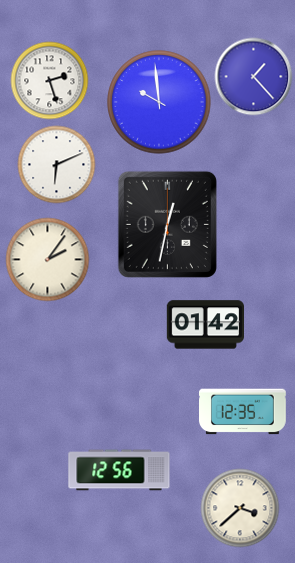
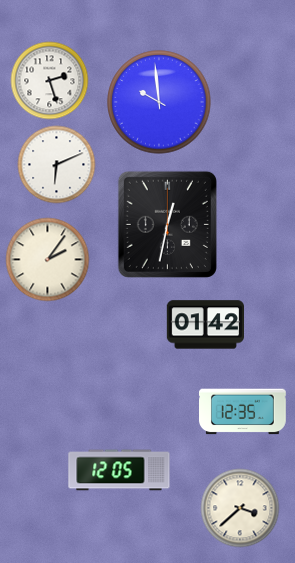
clock at (253, 76): 1:23 -> none
clock at (119, 470): 12:56 -> 12:05
